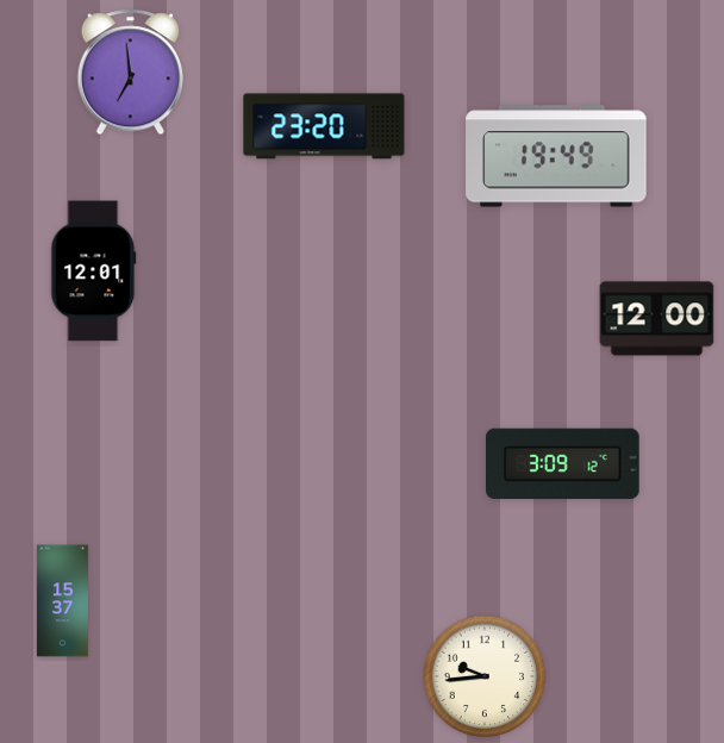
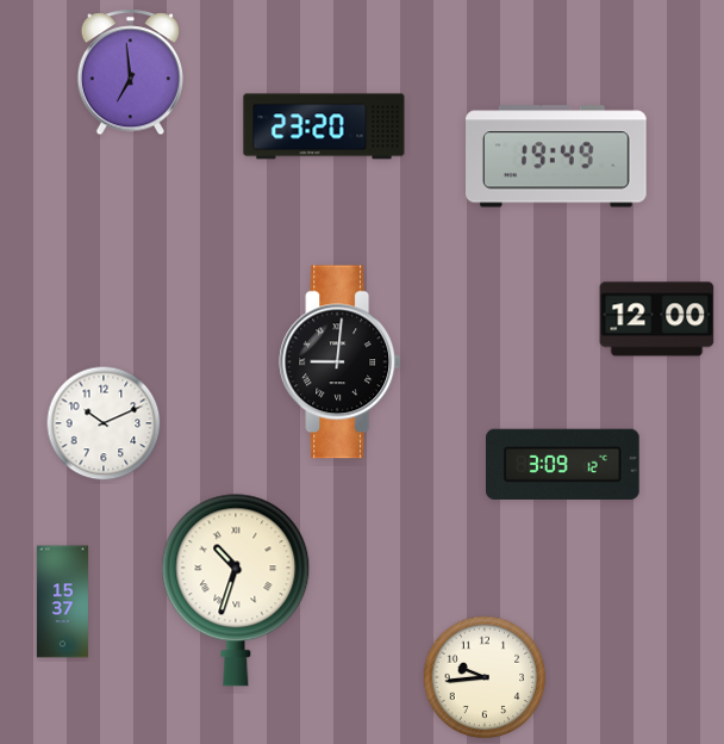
clock at (94, 271): 12:01 -> none
clock at (341, 362): none -> 9:01
clock at (104, 423): none -> 10:11
clock at (236, 590): none -> 10:33
